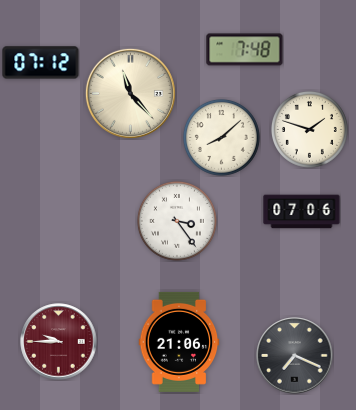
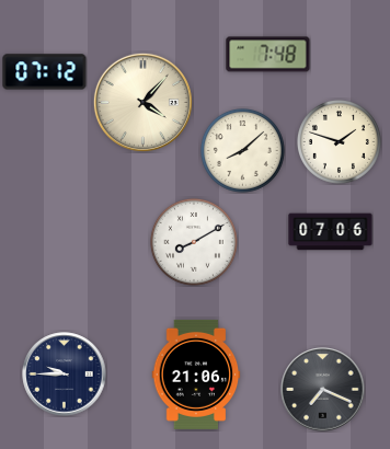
clock at (41, 63) position: (41, 63) -> (45, 72)
clock at (130, 93): 11:23 -> 4:07
clock at (177, 221): 3:24 -> 8:10
clock at (59, 342) dial: burgundy -> navy
